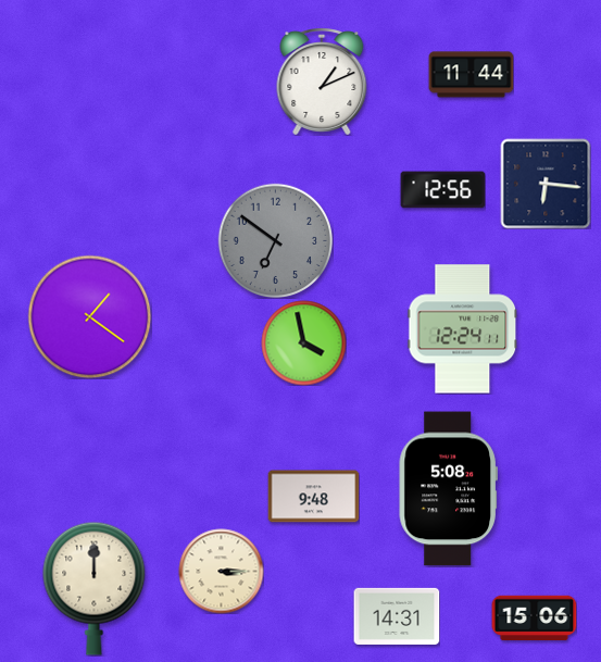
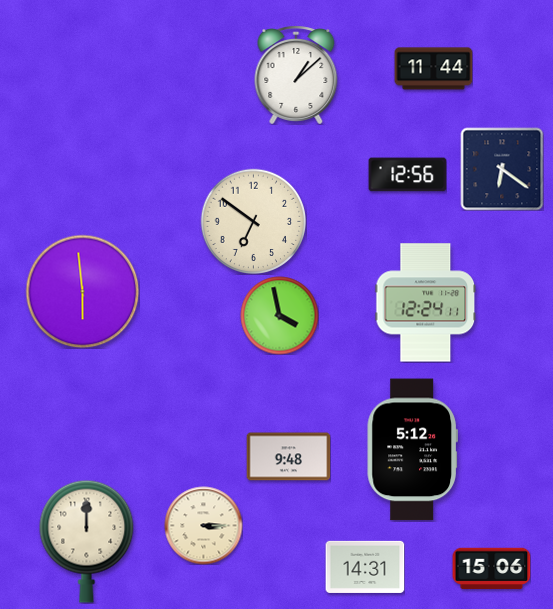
clock at (322, 82): 1:11 -> 1:08
clock at (546, 184): 6:16 -> 6:21
clock at (275, 240) dial: grey -> cream
clock at (89, 316): 1:21 -> 5:59
clock at (448, 489): 5:08 -> 5:12
